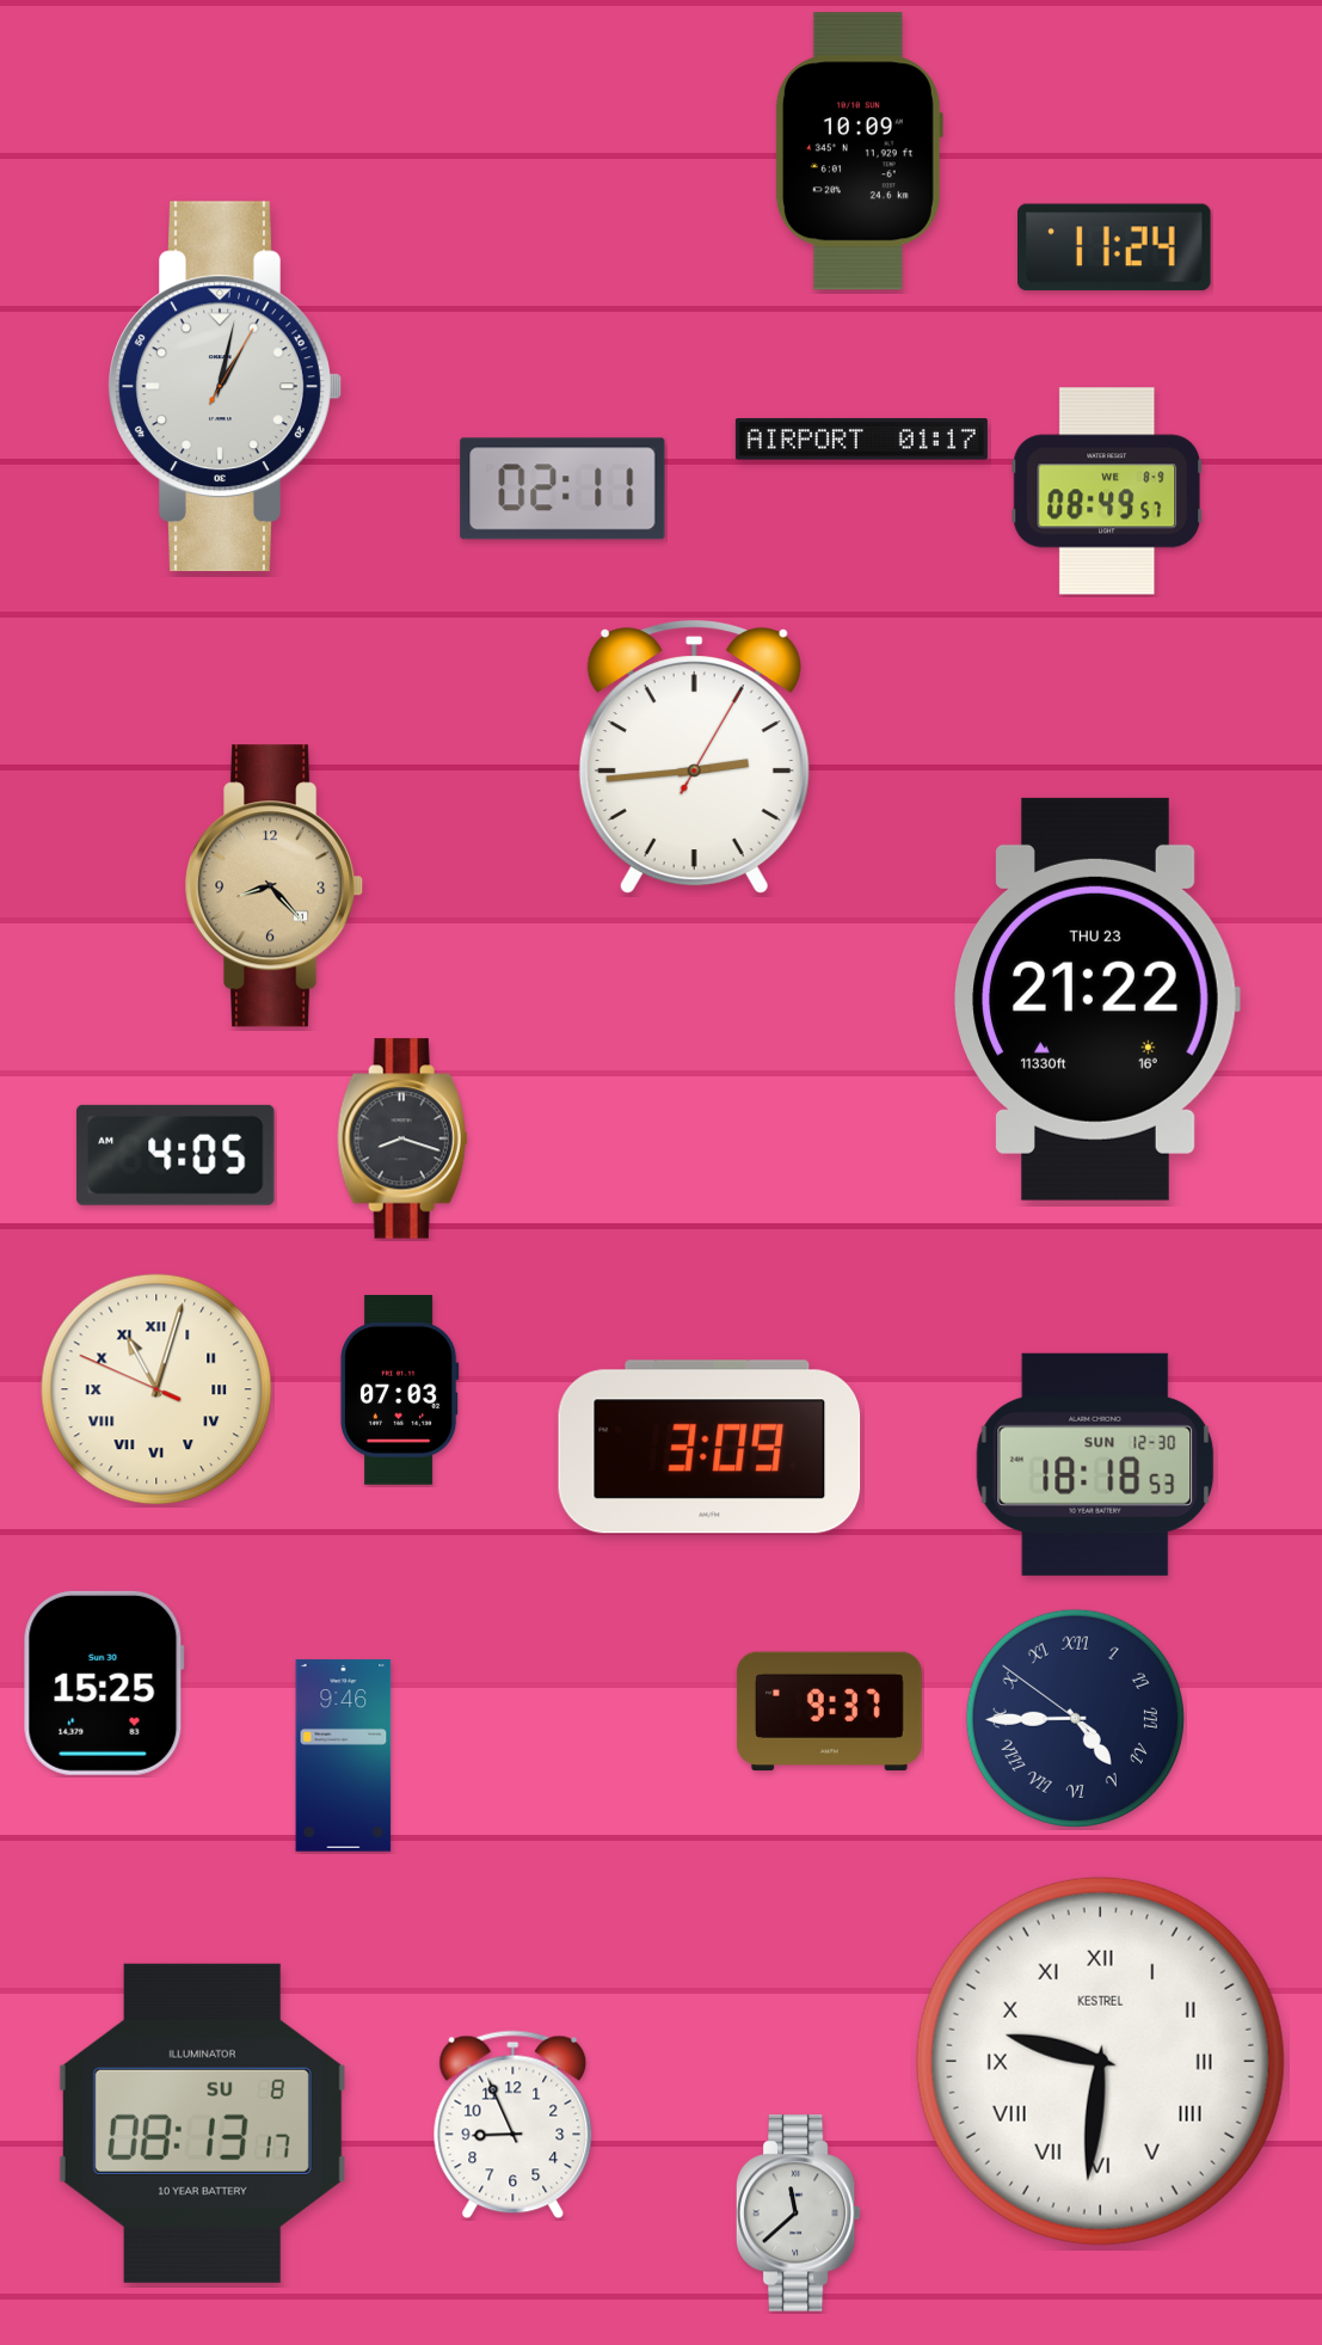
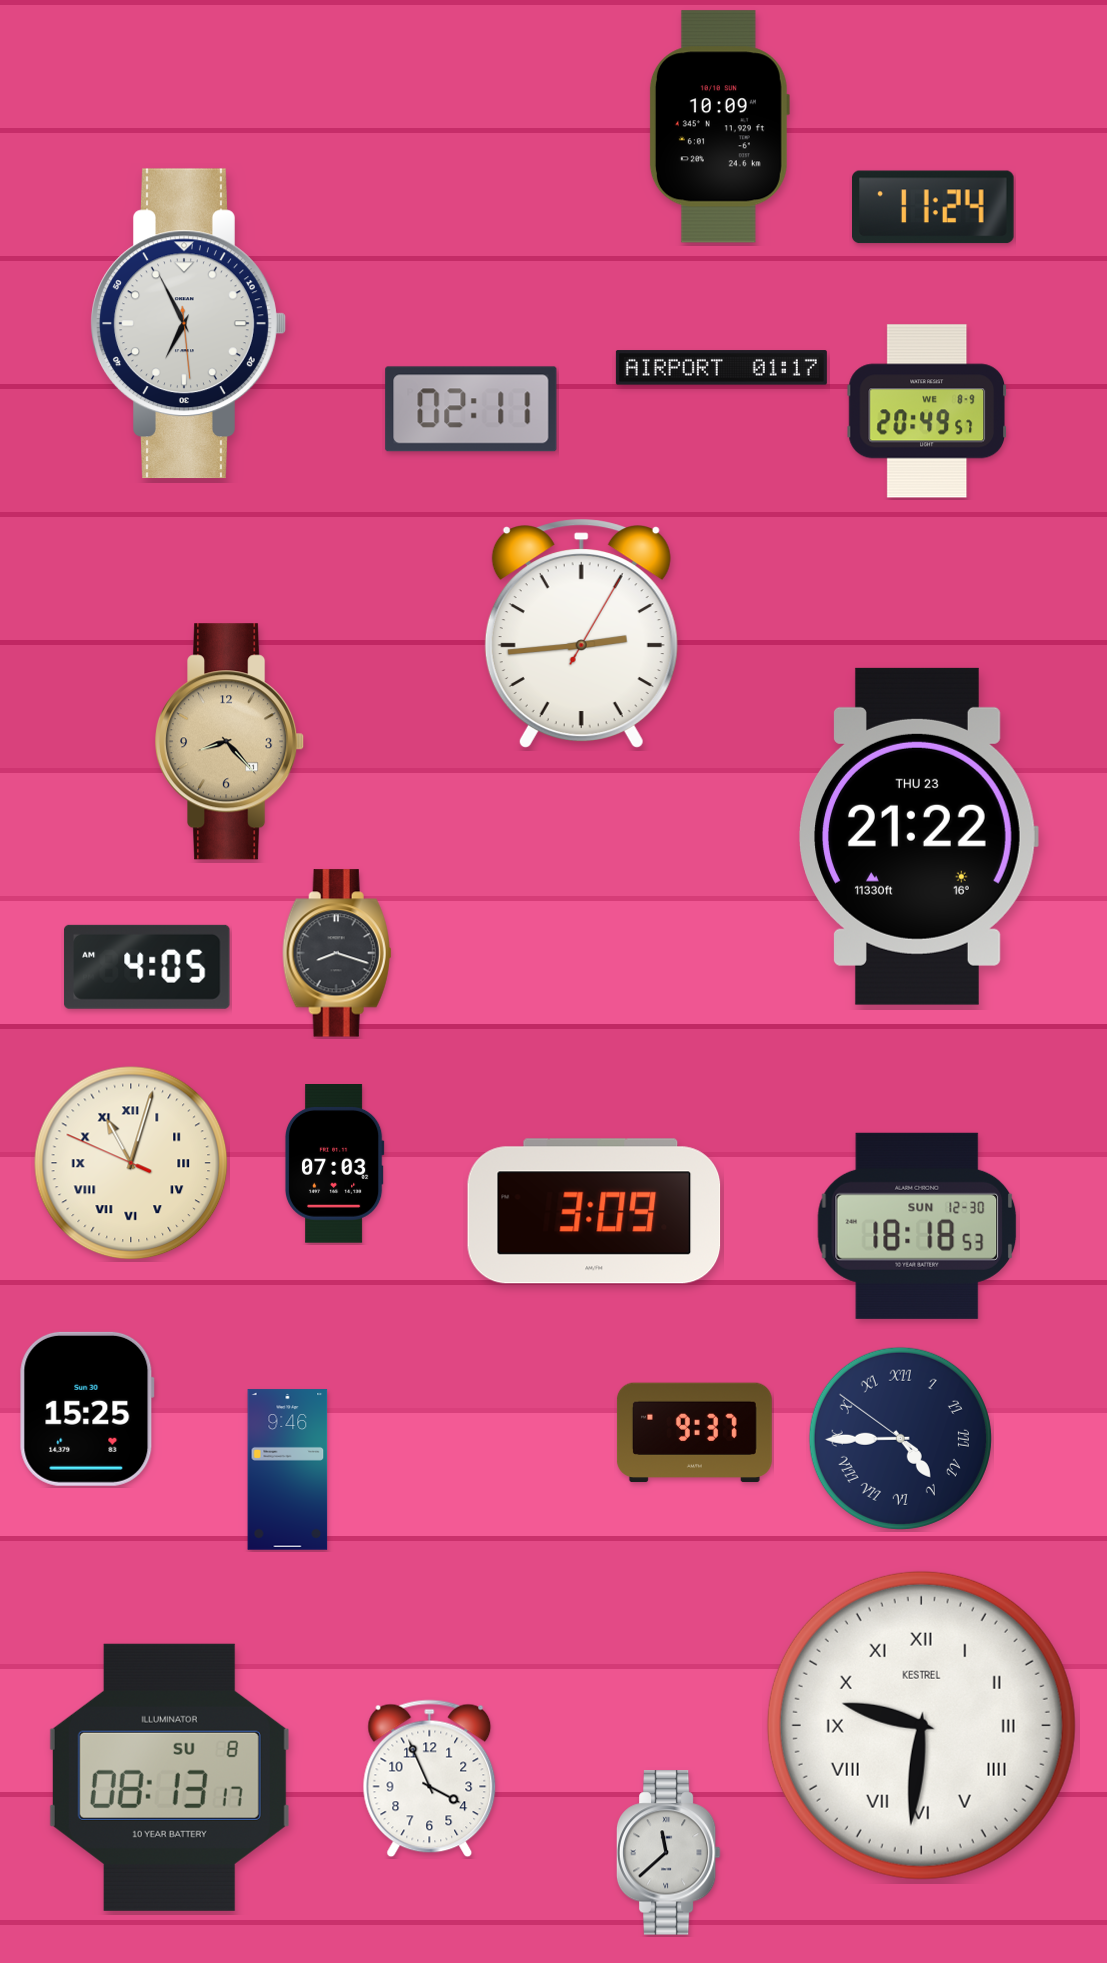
clock at (225, 387): 1:02 -> 6:55
clock at (1106, 491): 08:49 -> 20:49
clock at (514, 2125): 8:56 -> 3:56
